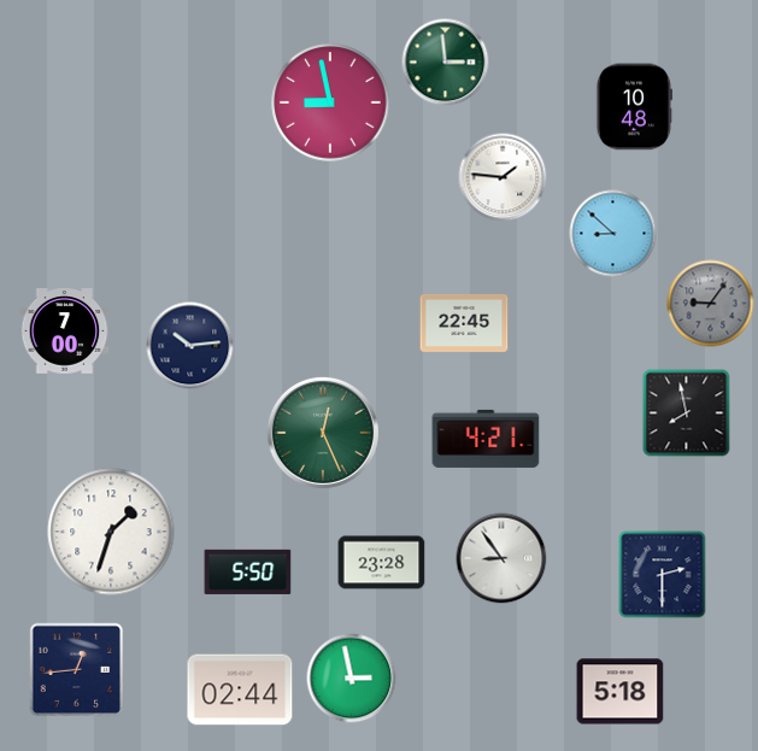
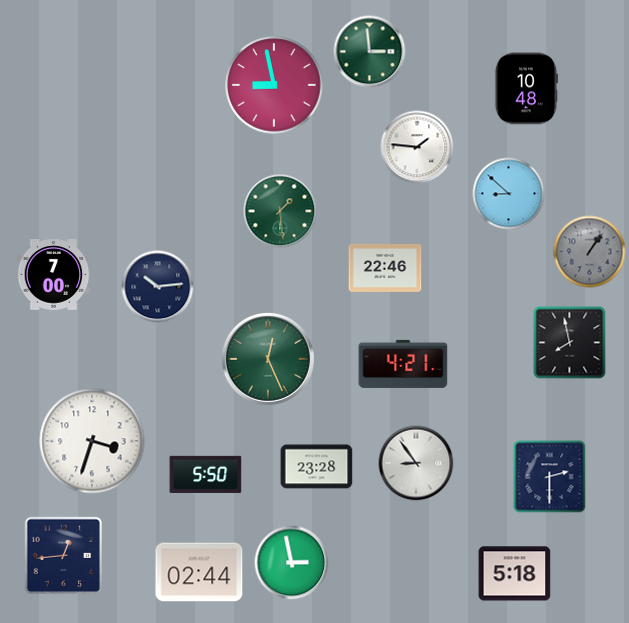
clock at (280, 211): none -> 1:29
clock at (711, 304): 9:06 -> 1:06
clock at (464, 323): 22:45 -> 22:46
clock at (111, 532): 1:33 -> 3:33
